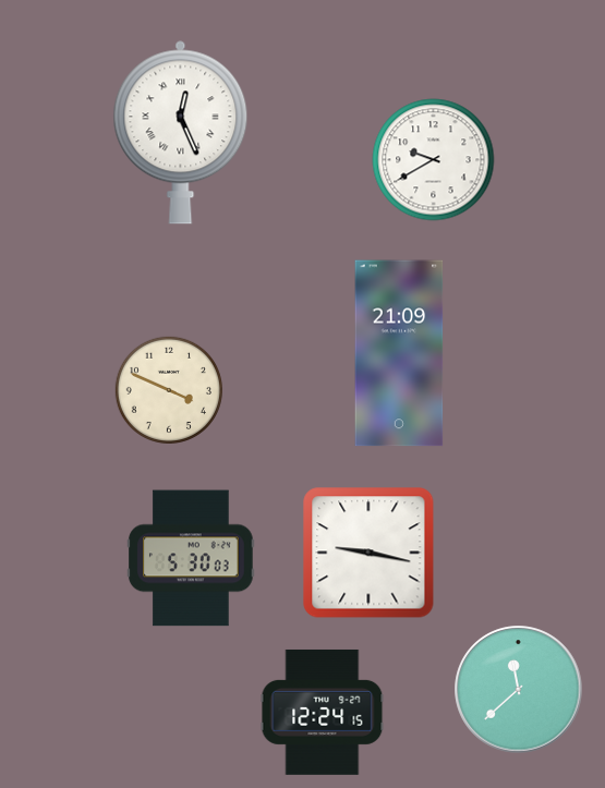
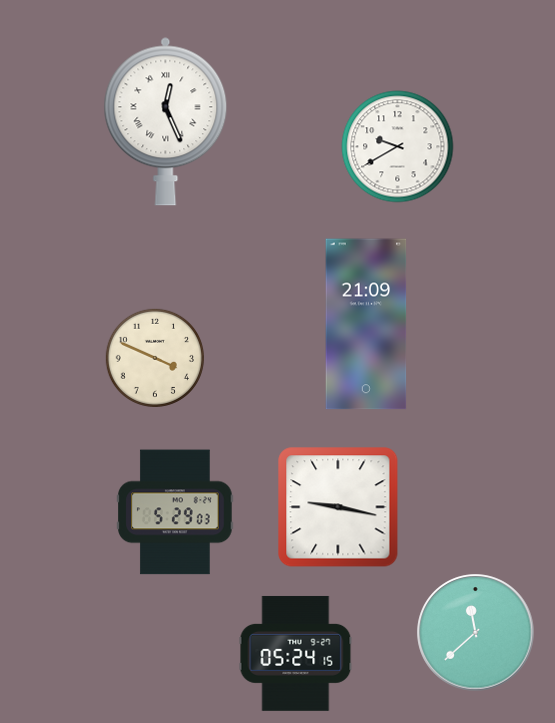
clock at (191, 558): 5:30 -> 5:29
clock at (323, 712): 12:24 -> 05:24
